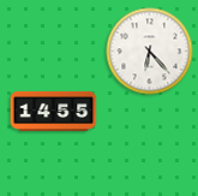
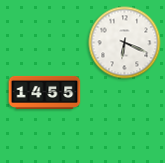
clock at (150, 52): 6:23 -> 6:19
